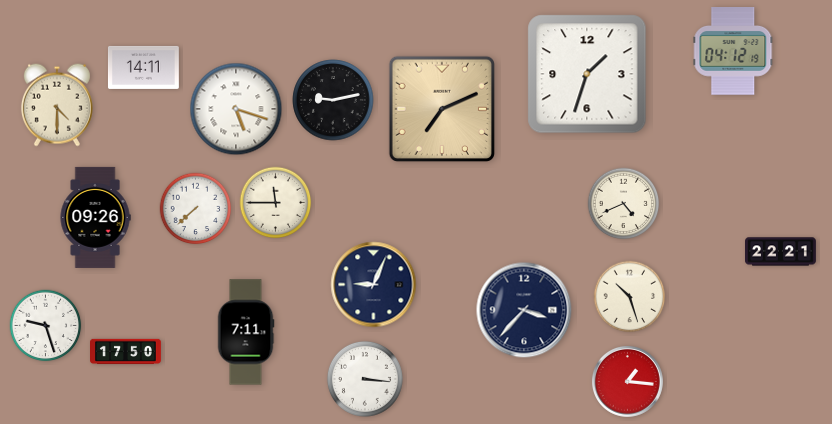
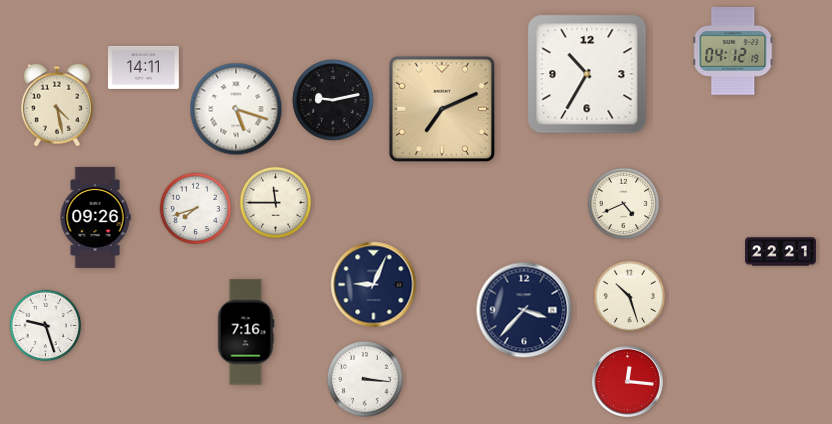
clock at (587, 74): 1:33 -> 10:35
clock at (57, 105): 4:30 -> 4:28
clock at (196, 209): 7:38 -> 7:42
clock at (246, 332): 7:11 -> 7:16
clock at (126, 352): 17:50 -> none
clock at (627, 381): 1:16 -> 12:16
